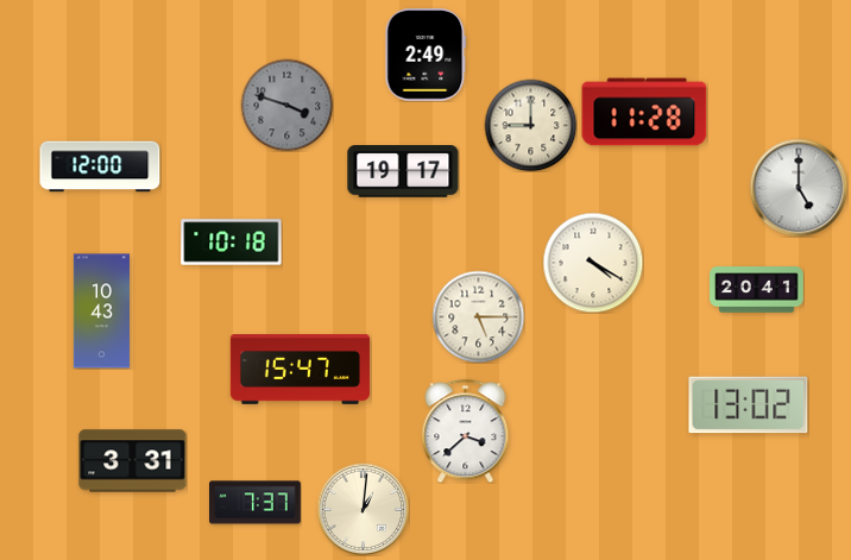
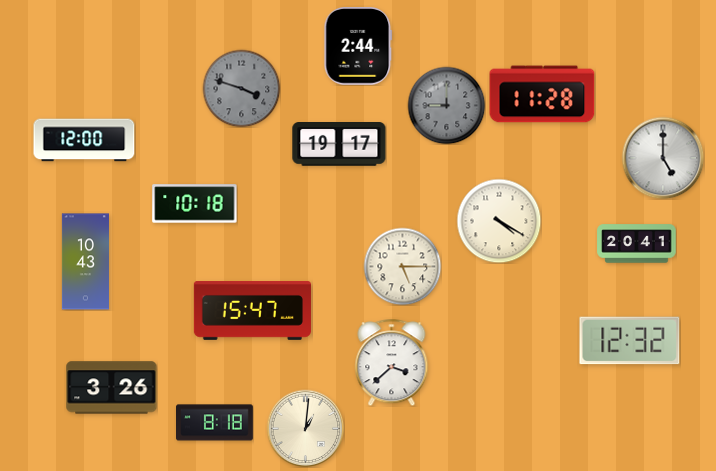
clock at (425, 56): 2:49 -> 2:44
clock at (530, 125) dial: cream -> grey
clock at (799, 188) position: (799, 188) -> (663, 158)
clock at (749, 405): 13:02 -> 12:32
clock at (133, 461): 3:31 -> 3:26
clock at (256, 503): 7:37 -> 8:18
